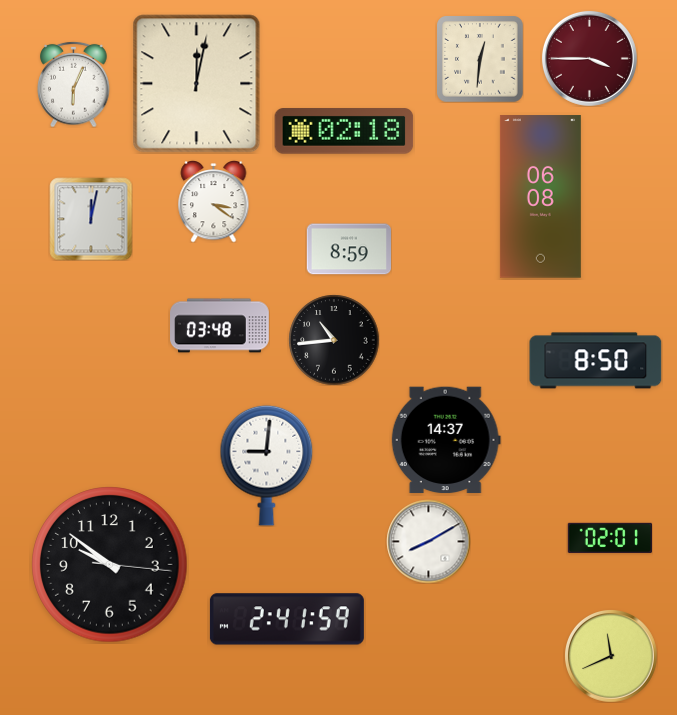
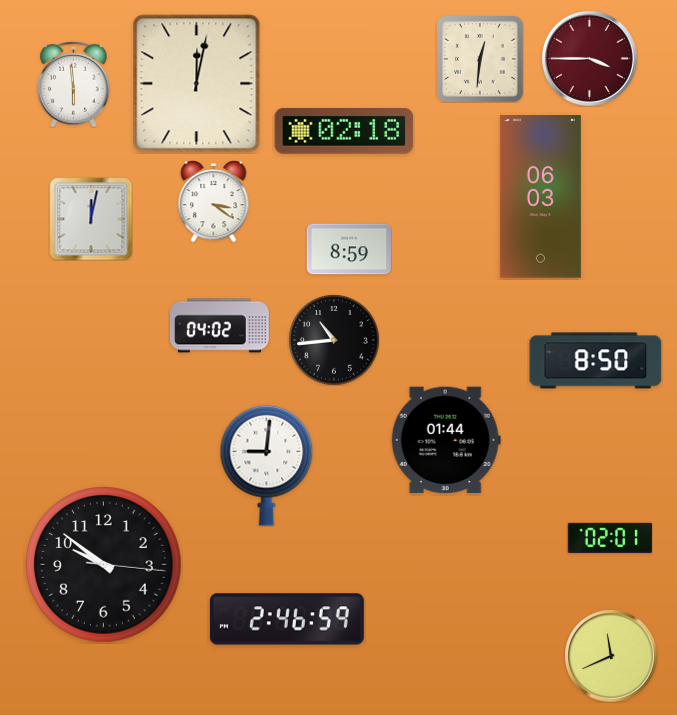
clock at (74, 84): 6:04 -> 5:59
clock at (540, 197): 06:08 -> 06:03
clock at (220, 326): 03:48 -> 04:02
clock at (446, 440): 14:37 -> 01:44
clock at (428, 541): 8:10 -> none
clock at (110, 565) position: (110, 565) -> (104, 565)
clock at (287, 619): 2:41 -> 2:46
